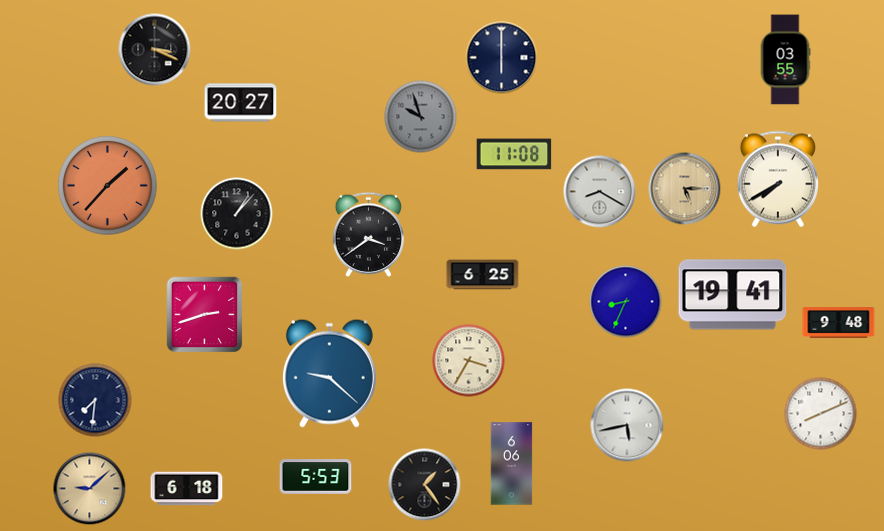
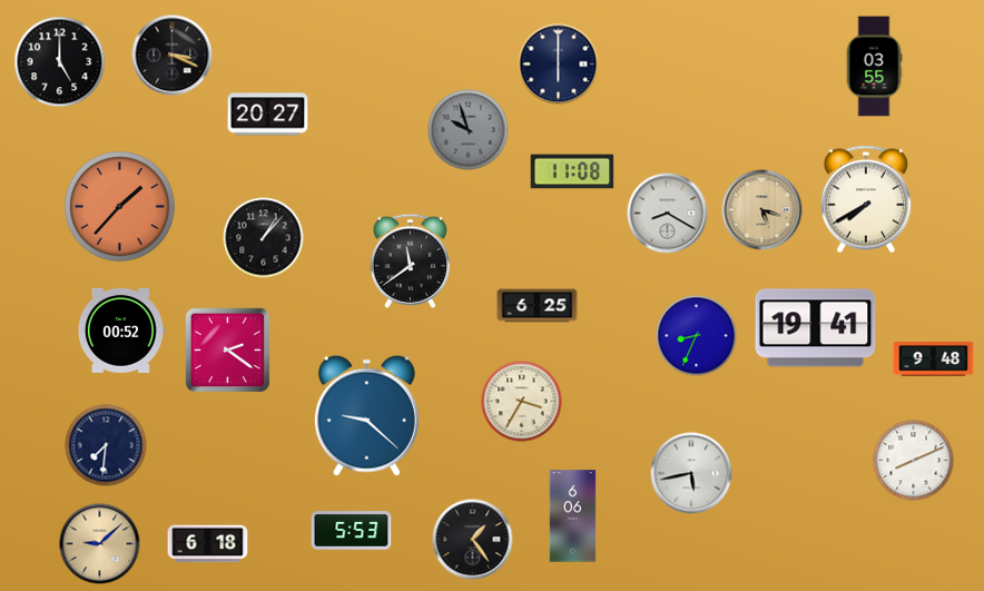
clock at (60, 62): none -> 5:00
clock at (685, 189): 5:15 -> 5:18
clock at (368, 234): 3:39 -> 11:39
clock at (120, 331): none -> 00:52
clock at (205, 315): 2:42 -> 2:21
clock at (627, 425) position: (627, 425) -> (691, 473)
clock at (512, 464) position: (512, 464) -> (573, 516)
